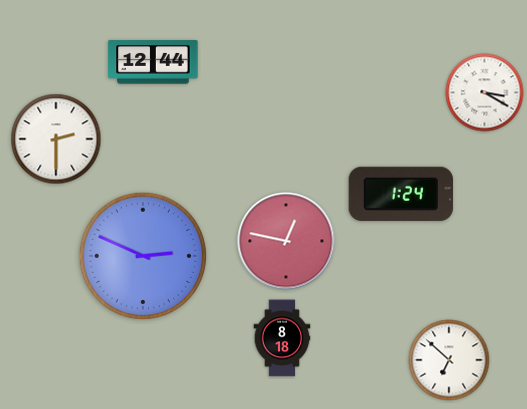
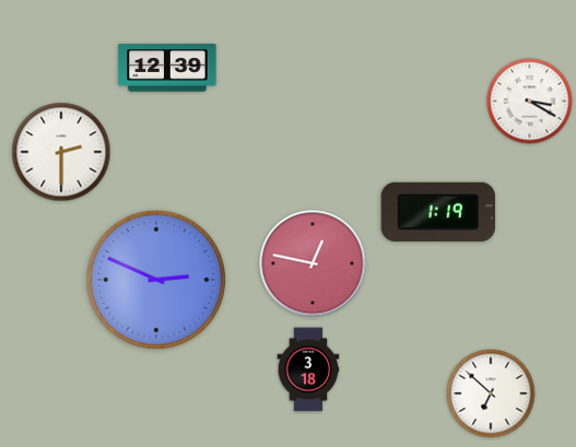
clock at (153, 62): 12:44 -> 12:39
clock at (400, 194): 1:24 -> 1:19
clock at (282, 338): 8:18 -> 3:18
